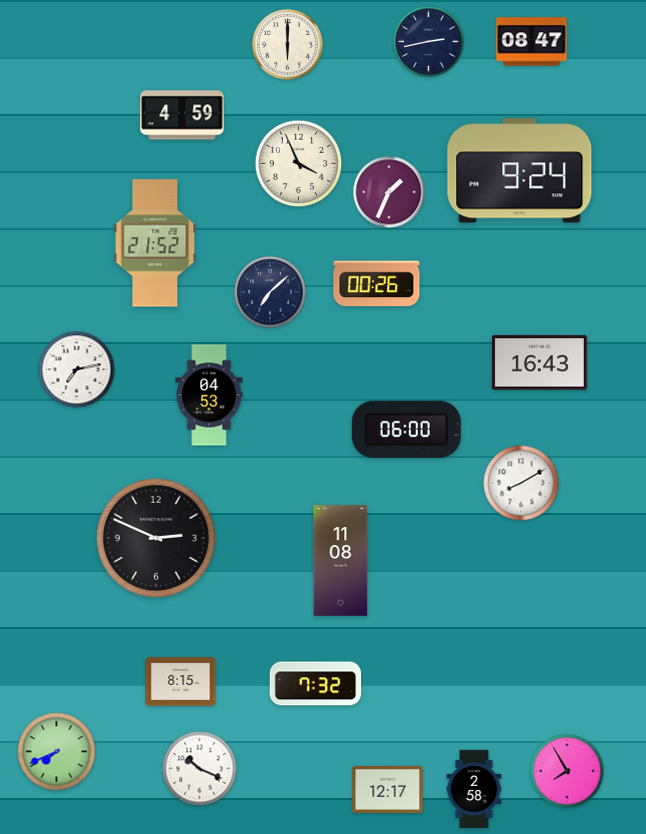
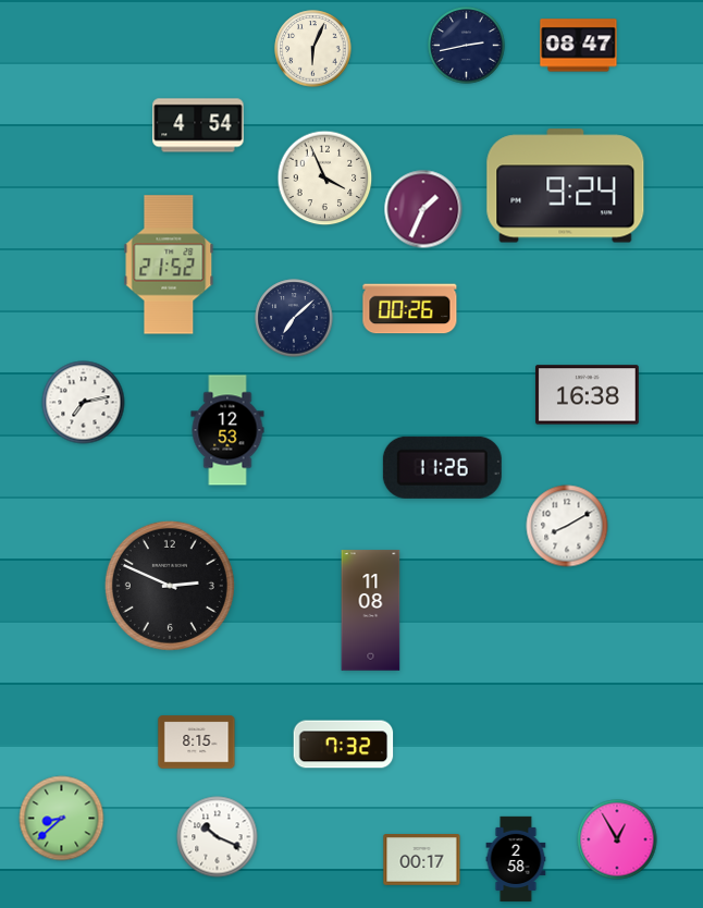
clock at (288, 45): 6:00 -> 6:04
clock at (182, 115): 4:59 -> 4:54
clock at (539, 363): 16:43 -> 16:38
clock at (209, 395): 04:53 -> 12:53
clock at (406, 429): 06:00 -> 11:26
clock at (57, 752): 7:41 -> 8:38
clock at (567, 771): 7:55 -> 12:55
clock at (388, 790): 12:17 -> 00:17
